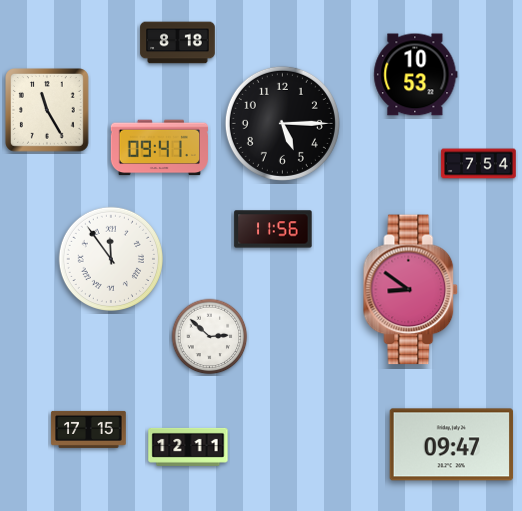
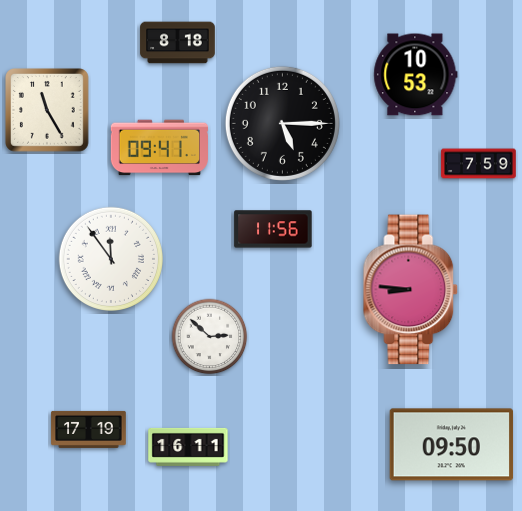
clock at (479, 164): 7:54 -> 7:59
clock at (411, 290): 8:51 -> 8:46
clock at (89, 429): 17:15 -> 17:19
clock at (452, 445): 09:47 -> 09:50
clock at (188, 447): 12:11 -> 16:11
